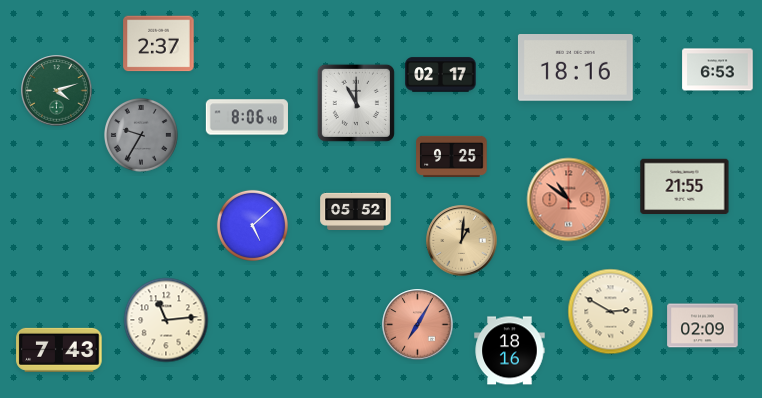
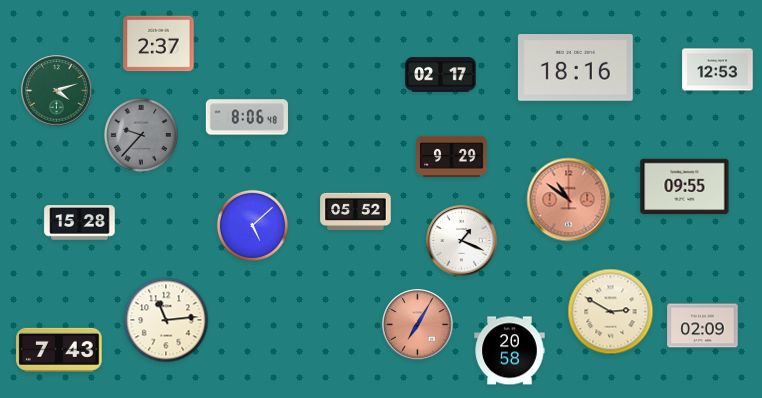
clock at (718, 70): 6:53 -> 12:53
clock at (356, 103): 11:00 -> none
clock at (142, 136): 9:35 -> 9:37
clock at (452, 156): 9:25 -> 9:29
clock at (685, 187): 21:55 -> 09:55
clock at (80, 223): none -> 15:28
clock at (462, 241): 1:01 -> 1:19
clock at (462, 241) dial: champagne -> white
clock at (510, 351): 18:16 -> 20:58
